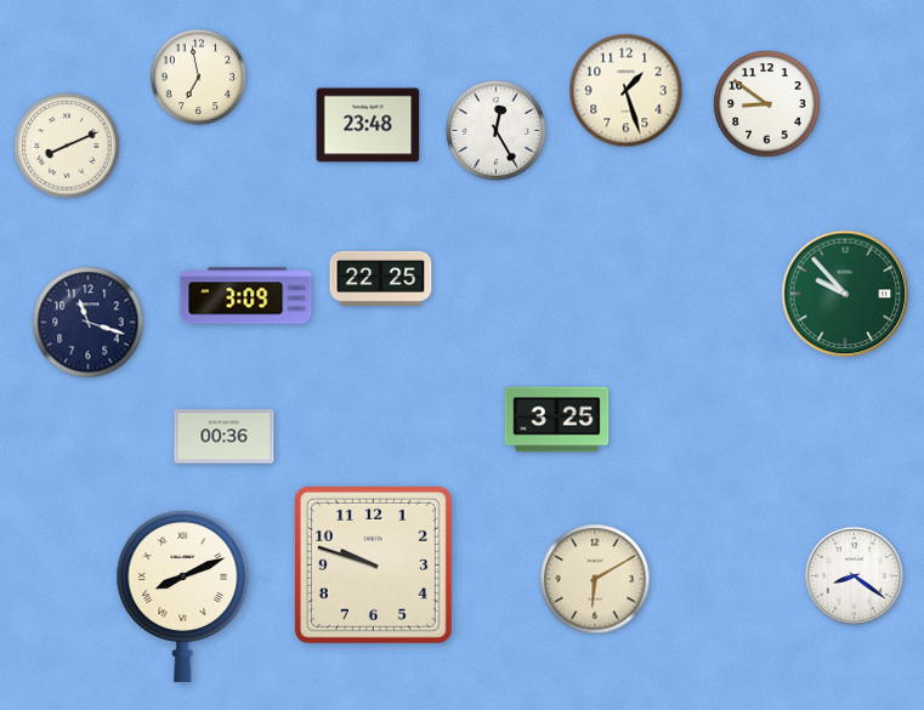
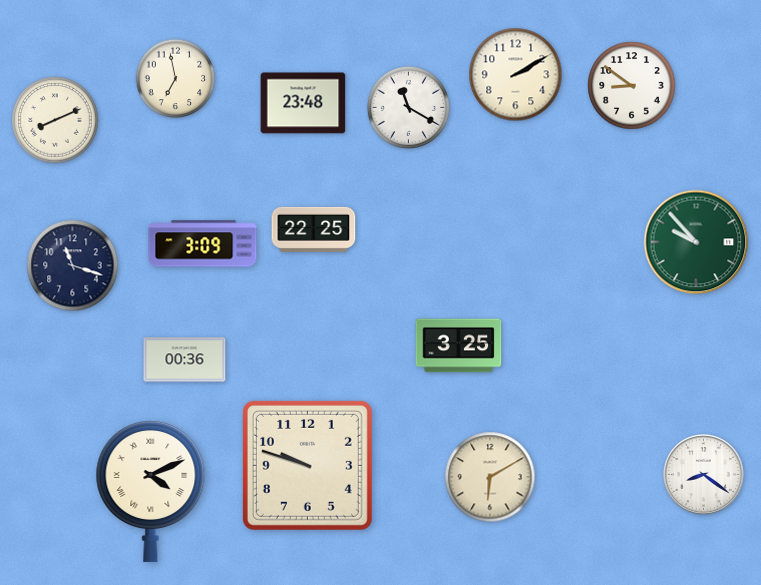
clock at (199, 78) position: (199, 78) -> (176, 79)
clock at (627, 91): 1:27 -> 2:10
clock at (495, 130): 12:25 -> 11:20
clock at (183, 596): 8:11 -> 4:11
